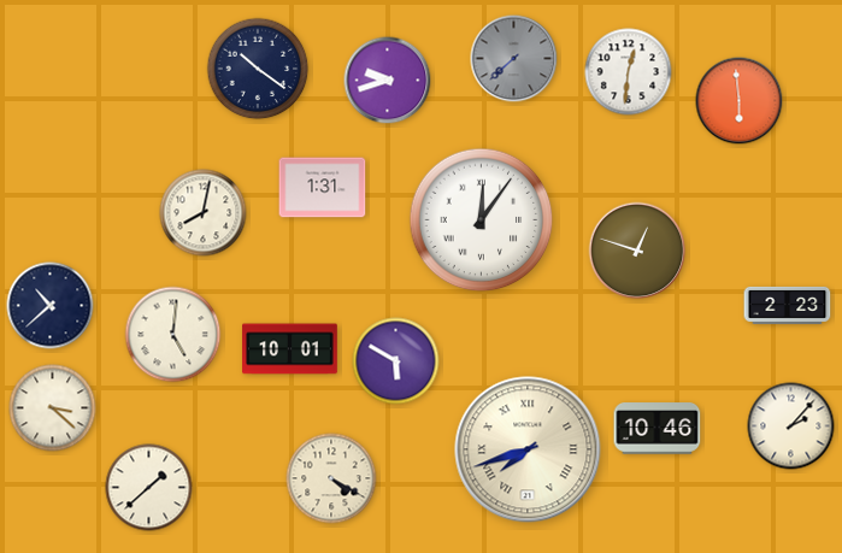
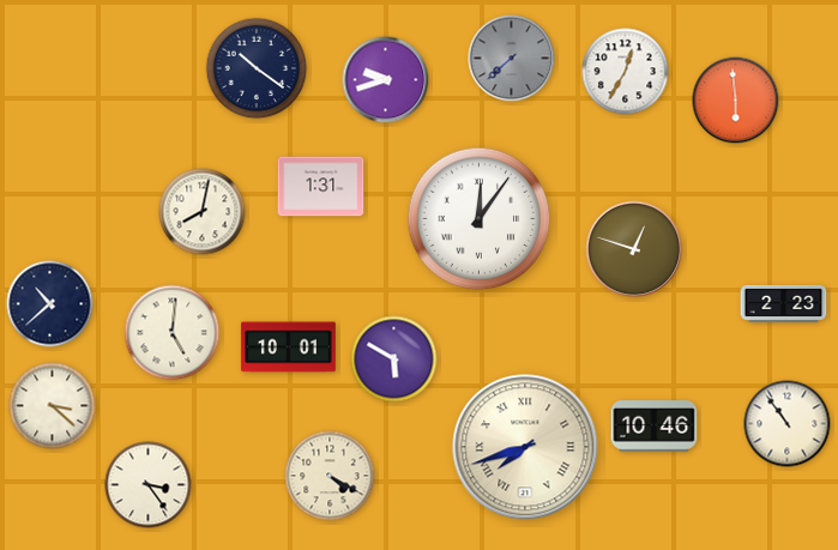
clock at (629, 72): 12:31 -> 12:35
clock at (791, 426): 2:07 -> 10:54
clock at (149, 488): 1:38 -> 3:24
